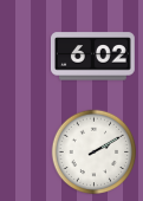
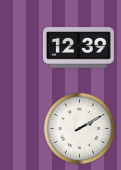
clock at (92, 57): 6:02 -> 12:39
